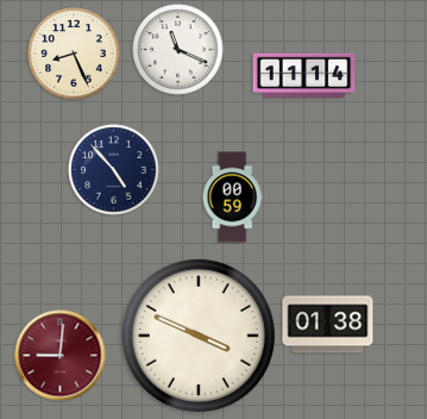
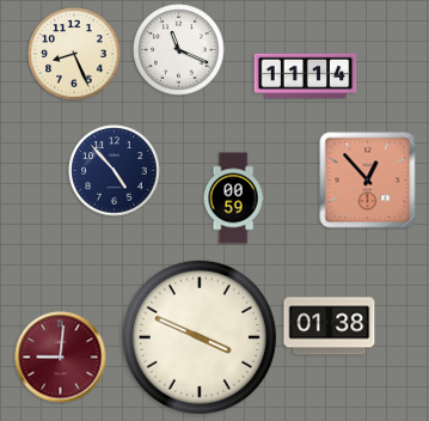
clock at (368, 181): none -> 12:53
